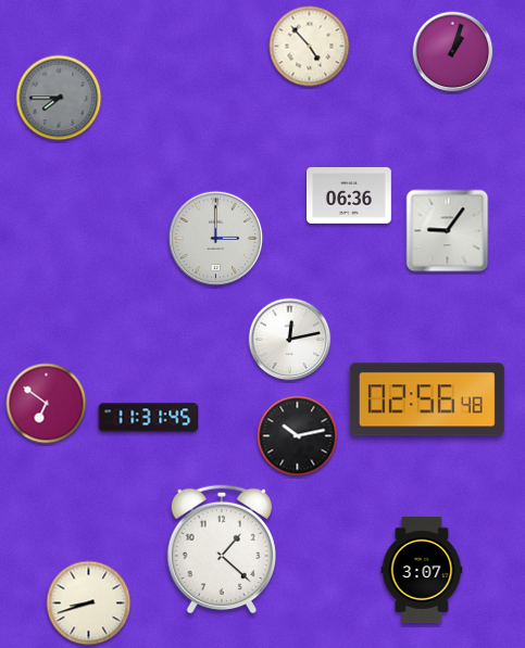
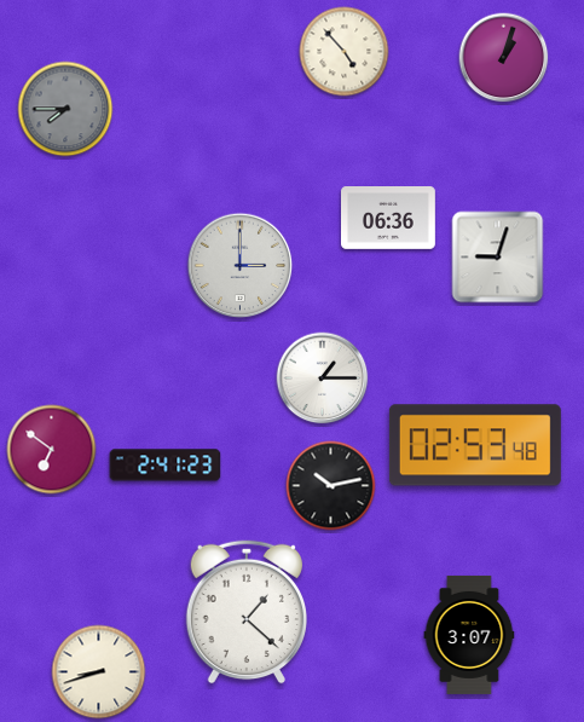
clock at (448, 231): 9:06 -> 9:03
clock at (290, 340): 12:13 -> 1:15
clock at (427, 399): 02:56 -> 02:53
clock at (149, 418): 11:31 -> 2:41
